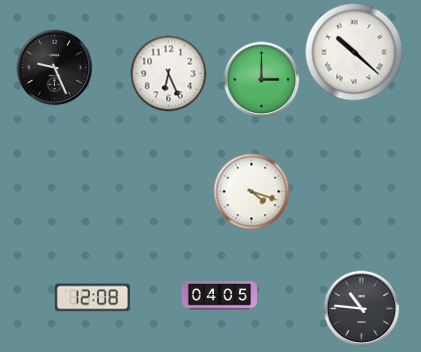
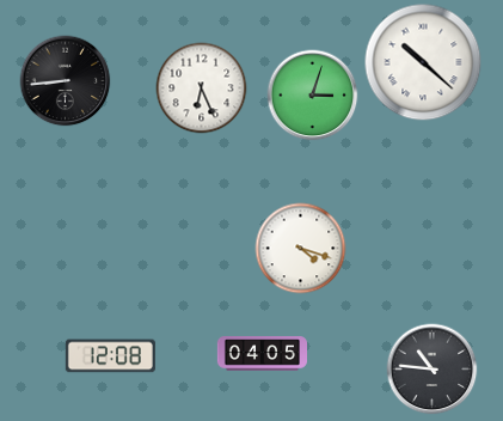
clock at (55, 68): 9:26 -> 8:44
clock at (262, 80): 3:00 -> 3:03
clock at (252, 192) position: (252, 192) -> (301, 249)
